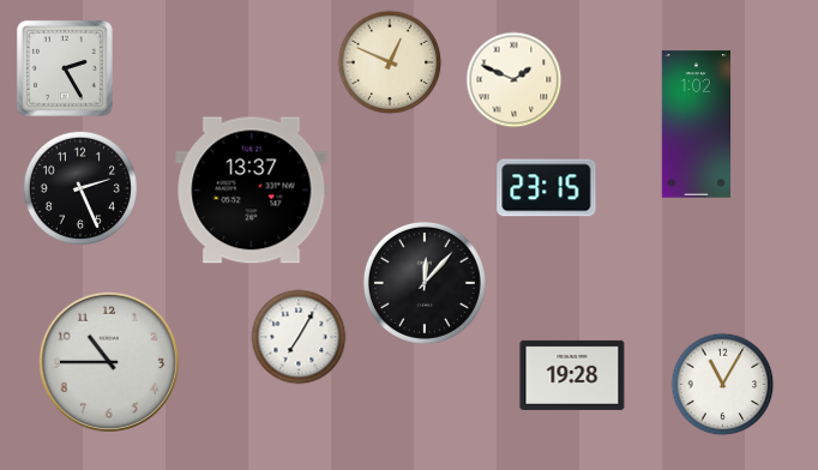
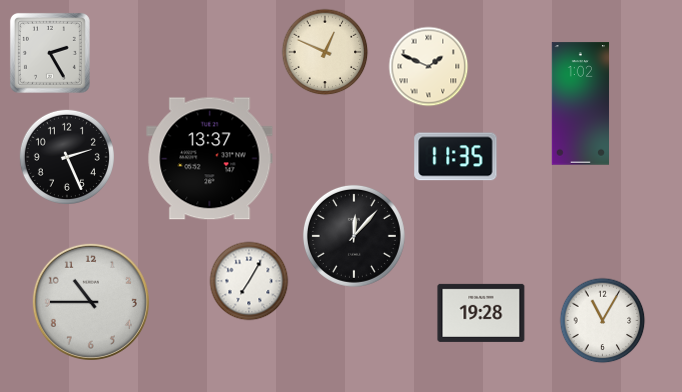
clock at (65, 68) position: (65, 68) -> (50, 53)
clock at (547, 188): 23:15 -> 11:35
clock at (572, 375) position: (572, 375) -> (481, 313)
